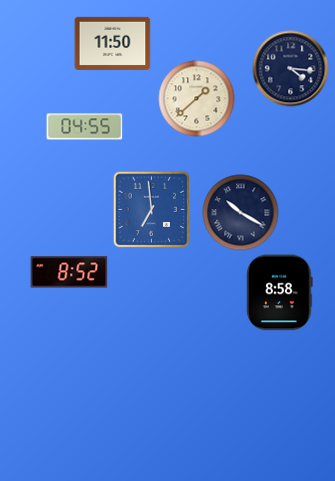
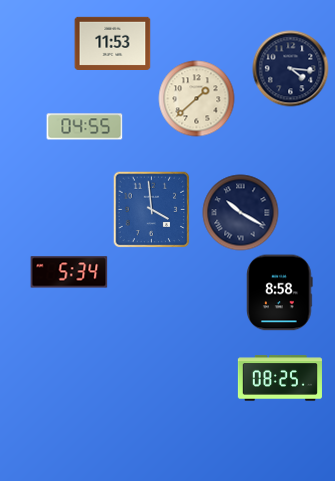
clock at (113, 43): 11:50 -> 11:53
clock at (151, 209): 6:59 -> 3:59
clock at (69, 272): 8:52 -> 5:34
clock at (280, 378): none -> 08:25
